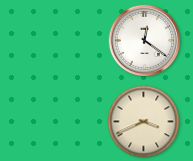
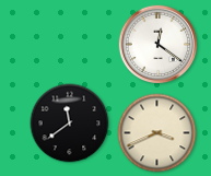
clock at (70, 124): none -> 11:39
